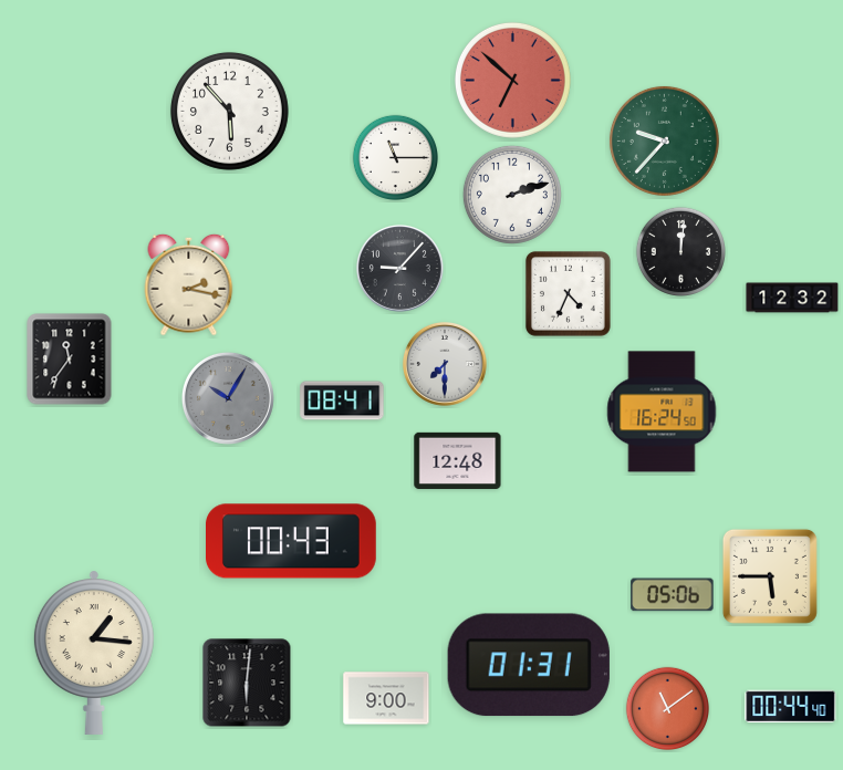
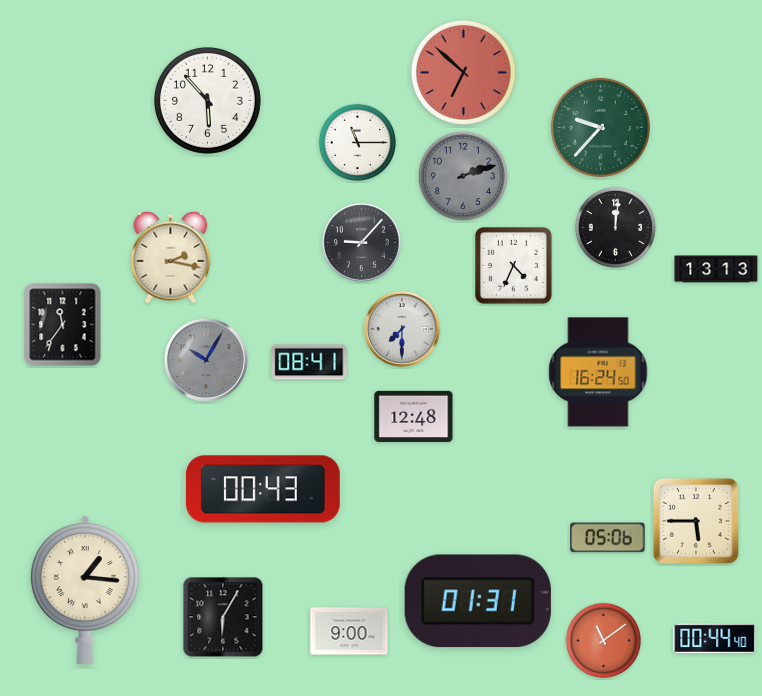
clock at (512, 195) dial: white -> grey
clock at (792, 298): 12:32 -> 13:13
clock at (247, 683): 6:01 -> 6:05
